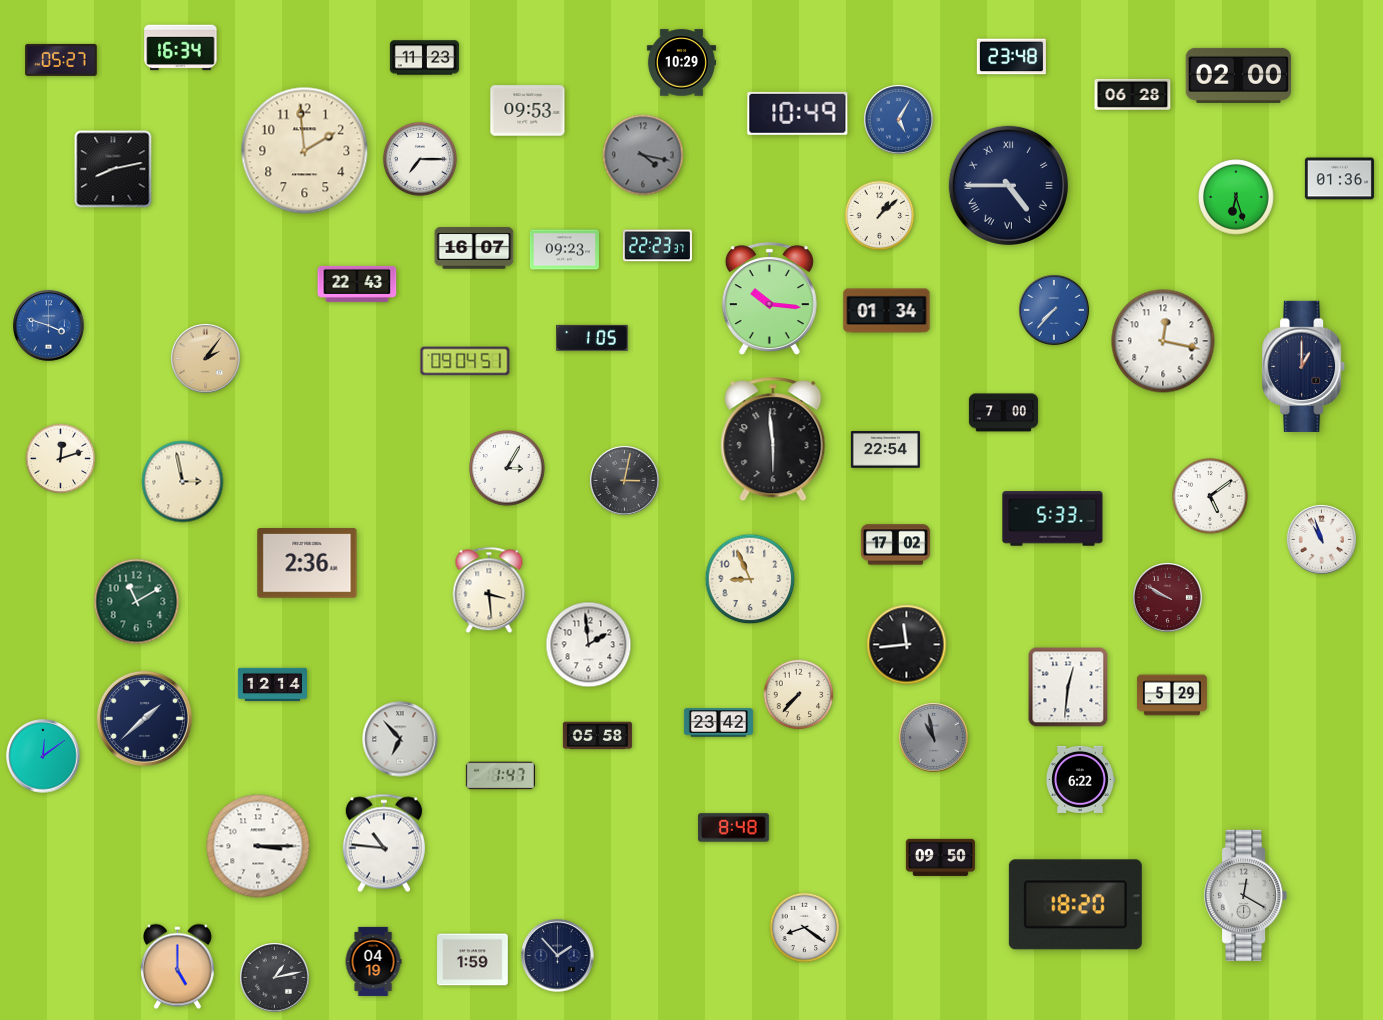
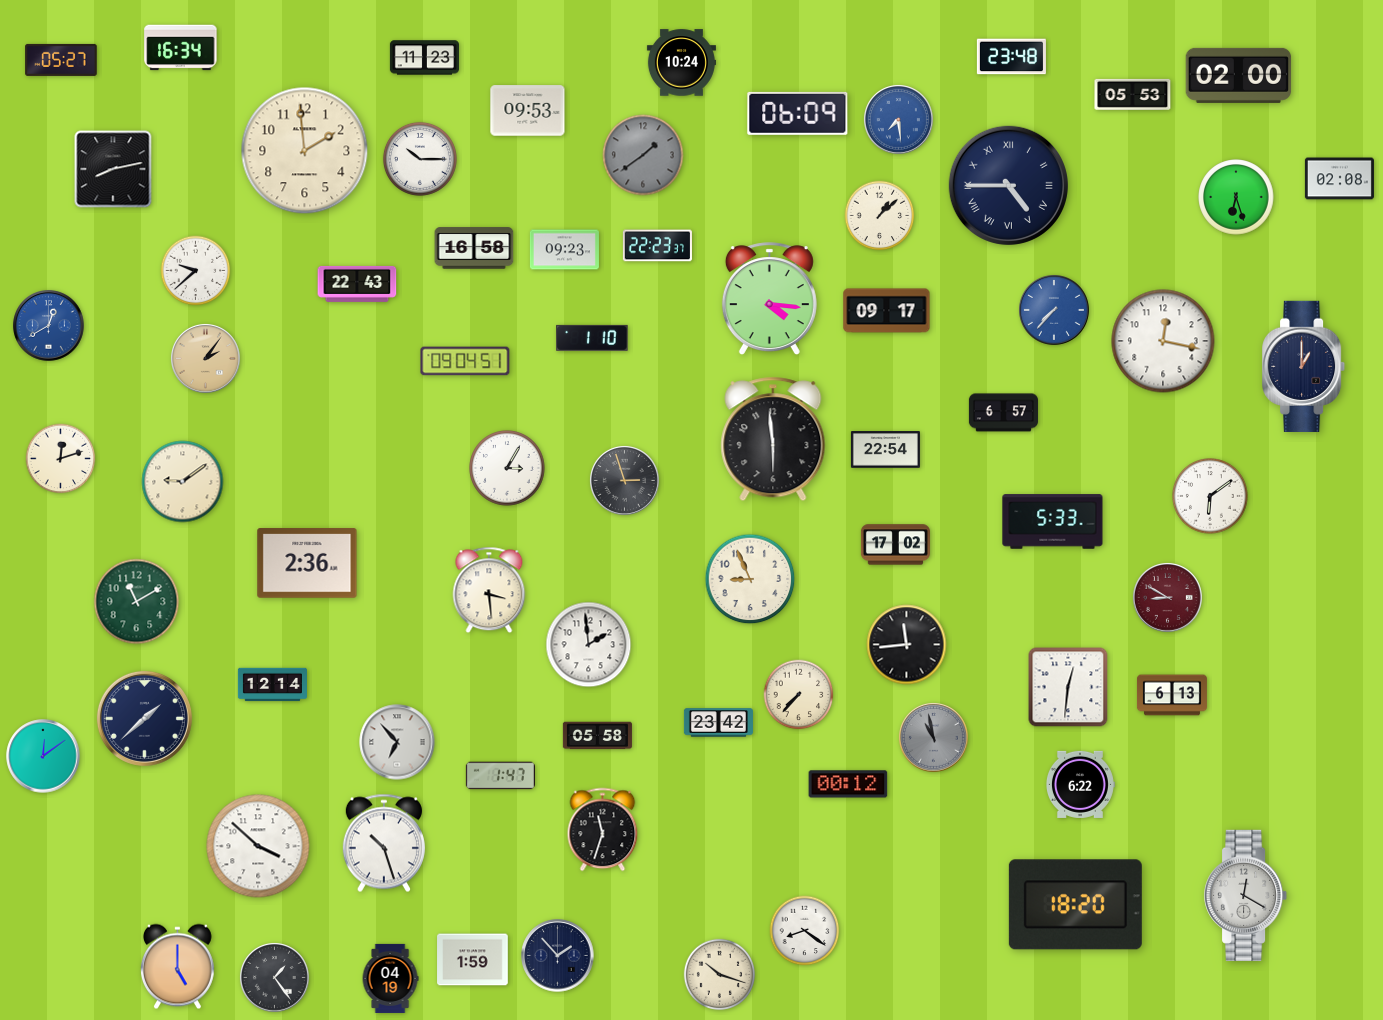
clock at (681, 63): 10:29 -> 10:24
clock at (1133, 94): 06:28 -> 05:53
clock at (798, 113): 10:49 -> 06:09
clock at (898, 119): 5:05 -> 7:29
clock at (643, 155): 4:17 -> 1:39
clock at (420, 159): 7:15 -> 10:15
clock at (1339, 179): 01:36 -> 02:08
clock at (474, 248): 16:07 -> 16:58
clock at (196, 271): none -> 9:38
clock at (769, 299): 10:16 -> 4:16
clock at (887, 311): 01:34 -> 09:17
clock at (49, 326): 3:48 -> 12:40
clock at (592, 338): 1:05 -> 1:10
clock at (1003, 413): 7:00 -> 6:57
clock at (624, 480): 3:02 -> 2:57
clock at (183, 482): 2:58 -> 9:09
clock at (1210, 496): 5:09 -> 6:09
clock at (1053, 519) position: (1053, 519) -> (1053, 522)
clock at (1321, 539): 10:57 -> none
clock at (1167, 597): 9:50 -> 8:50
clock at (1172, 695): 5:29 -> 6:13
clock at (400, 739) position: (400, 739) -> (397, 742)
clock at (1080, 779) position: (1080, 779) -> (1080, 784)
clock at (848, 784): none -> 00:12
clock at (734, 828): 8:48 -> none
clock at (603, 830): none -> 11:33
clock at (384, 843): 10:46 -> 10:27
clock at (258, 846): 3:15 -> 3:52
clock at (940, 857): 09:50 -> none
clock at (805, 928) position: (805, 928) -> (805, 931)
clock at (373, 961) position: (373, 961) -> (390, 978)
clock at (720, 975): none -> 10:18
clock at (274, 977): 1:13 -> 1:24
